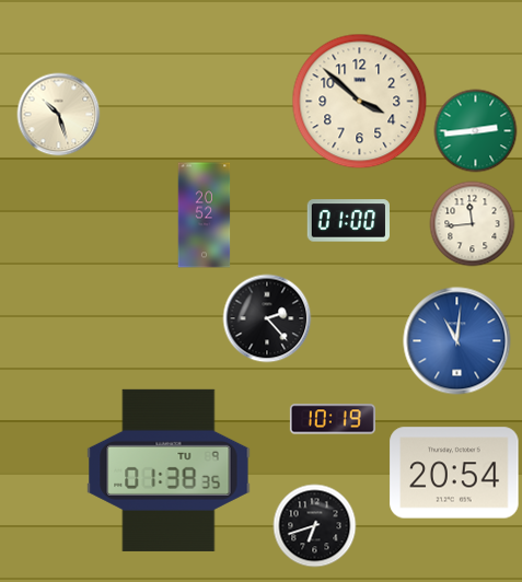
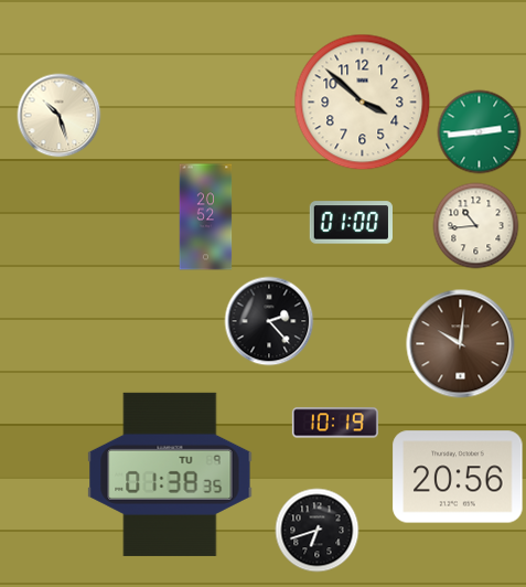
clock at (473, 224): 11:44 -> 10:44
clock at (457, 341): 11:01 -> 10:01
clock at (457, 341) dial: blue -> brown
clock at (454, 473): 20:54 -> 20:56
